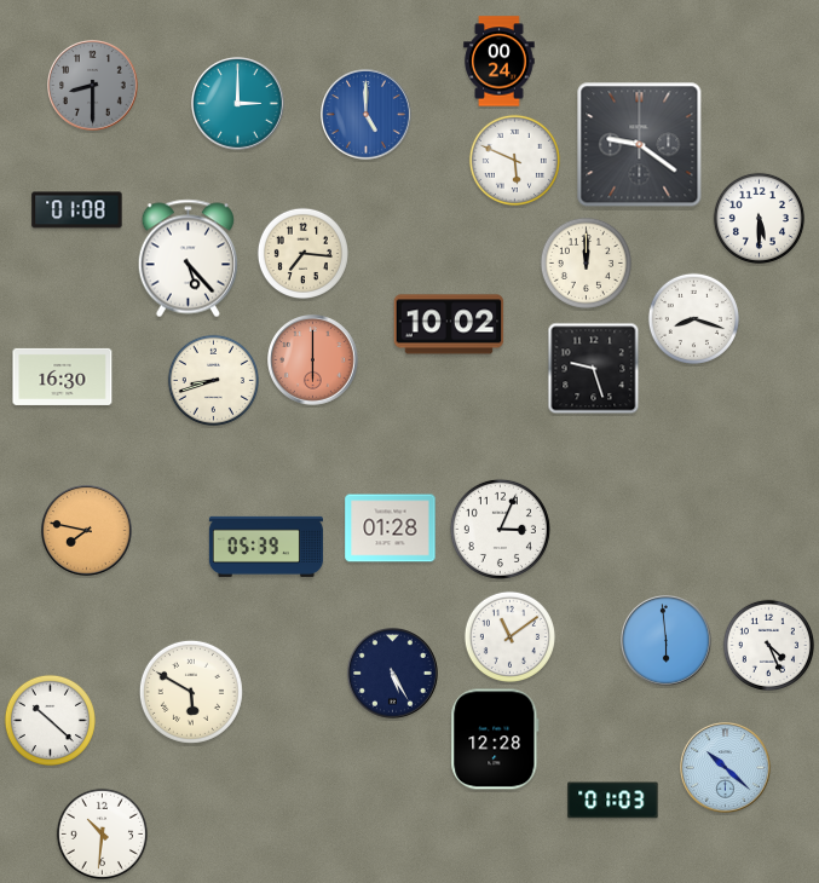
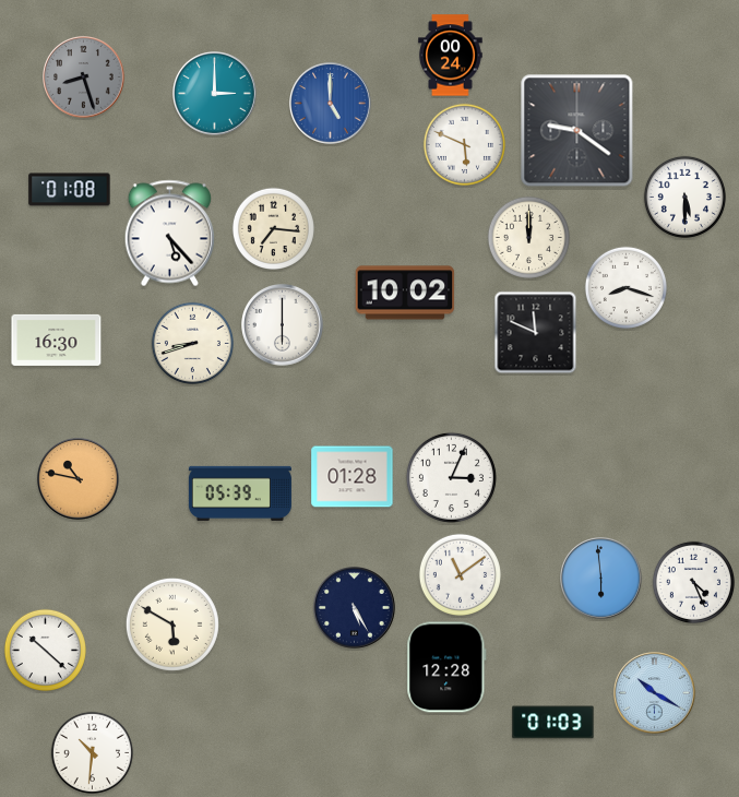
clock at (93, 86): 8:30 -> 8:27
clock at (313, 360) dial: salmon -> white
clock at (594, 369): 9:27 -> 11:49
clock at (87, 531): 7:47 -> 10:47
clock at (726, 768): 10:22 -> 10:20
